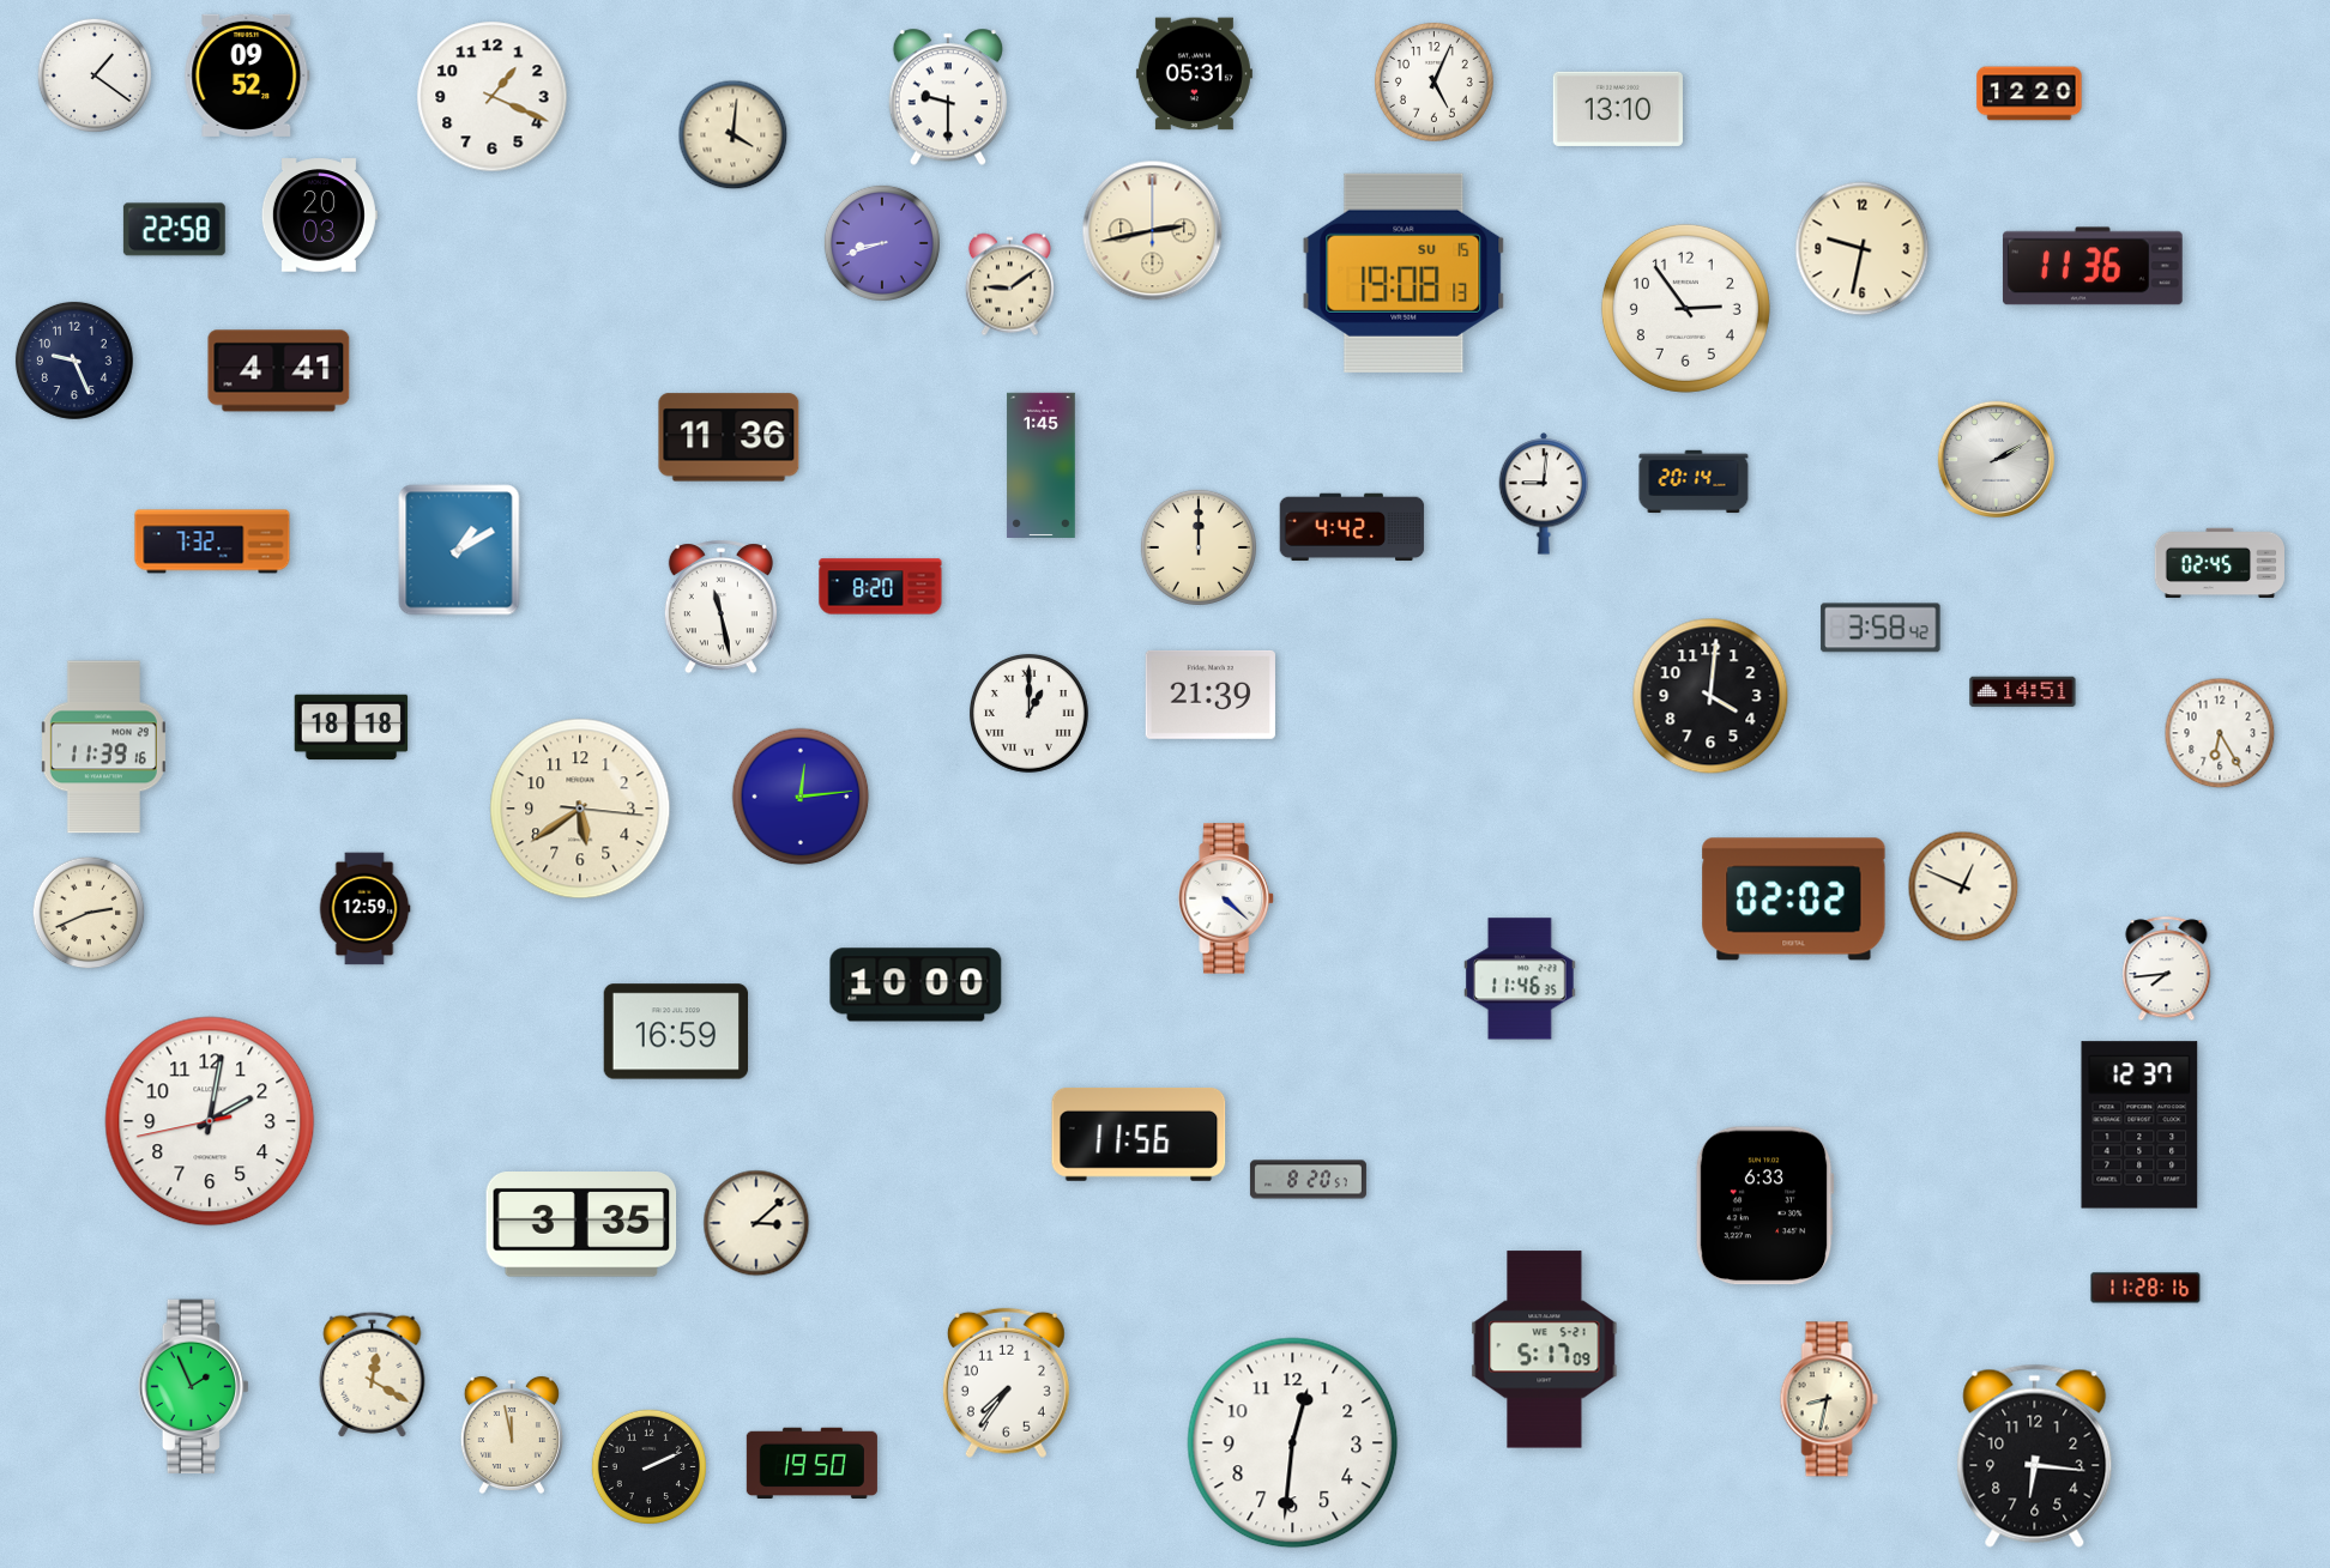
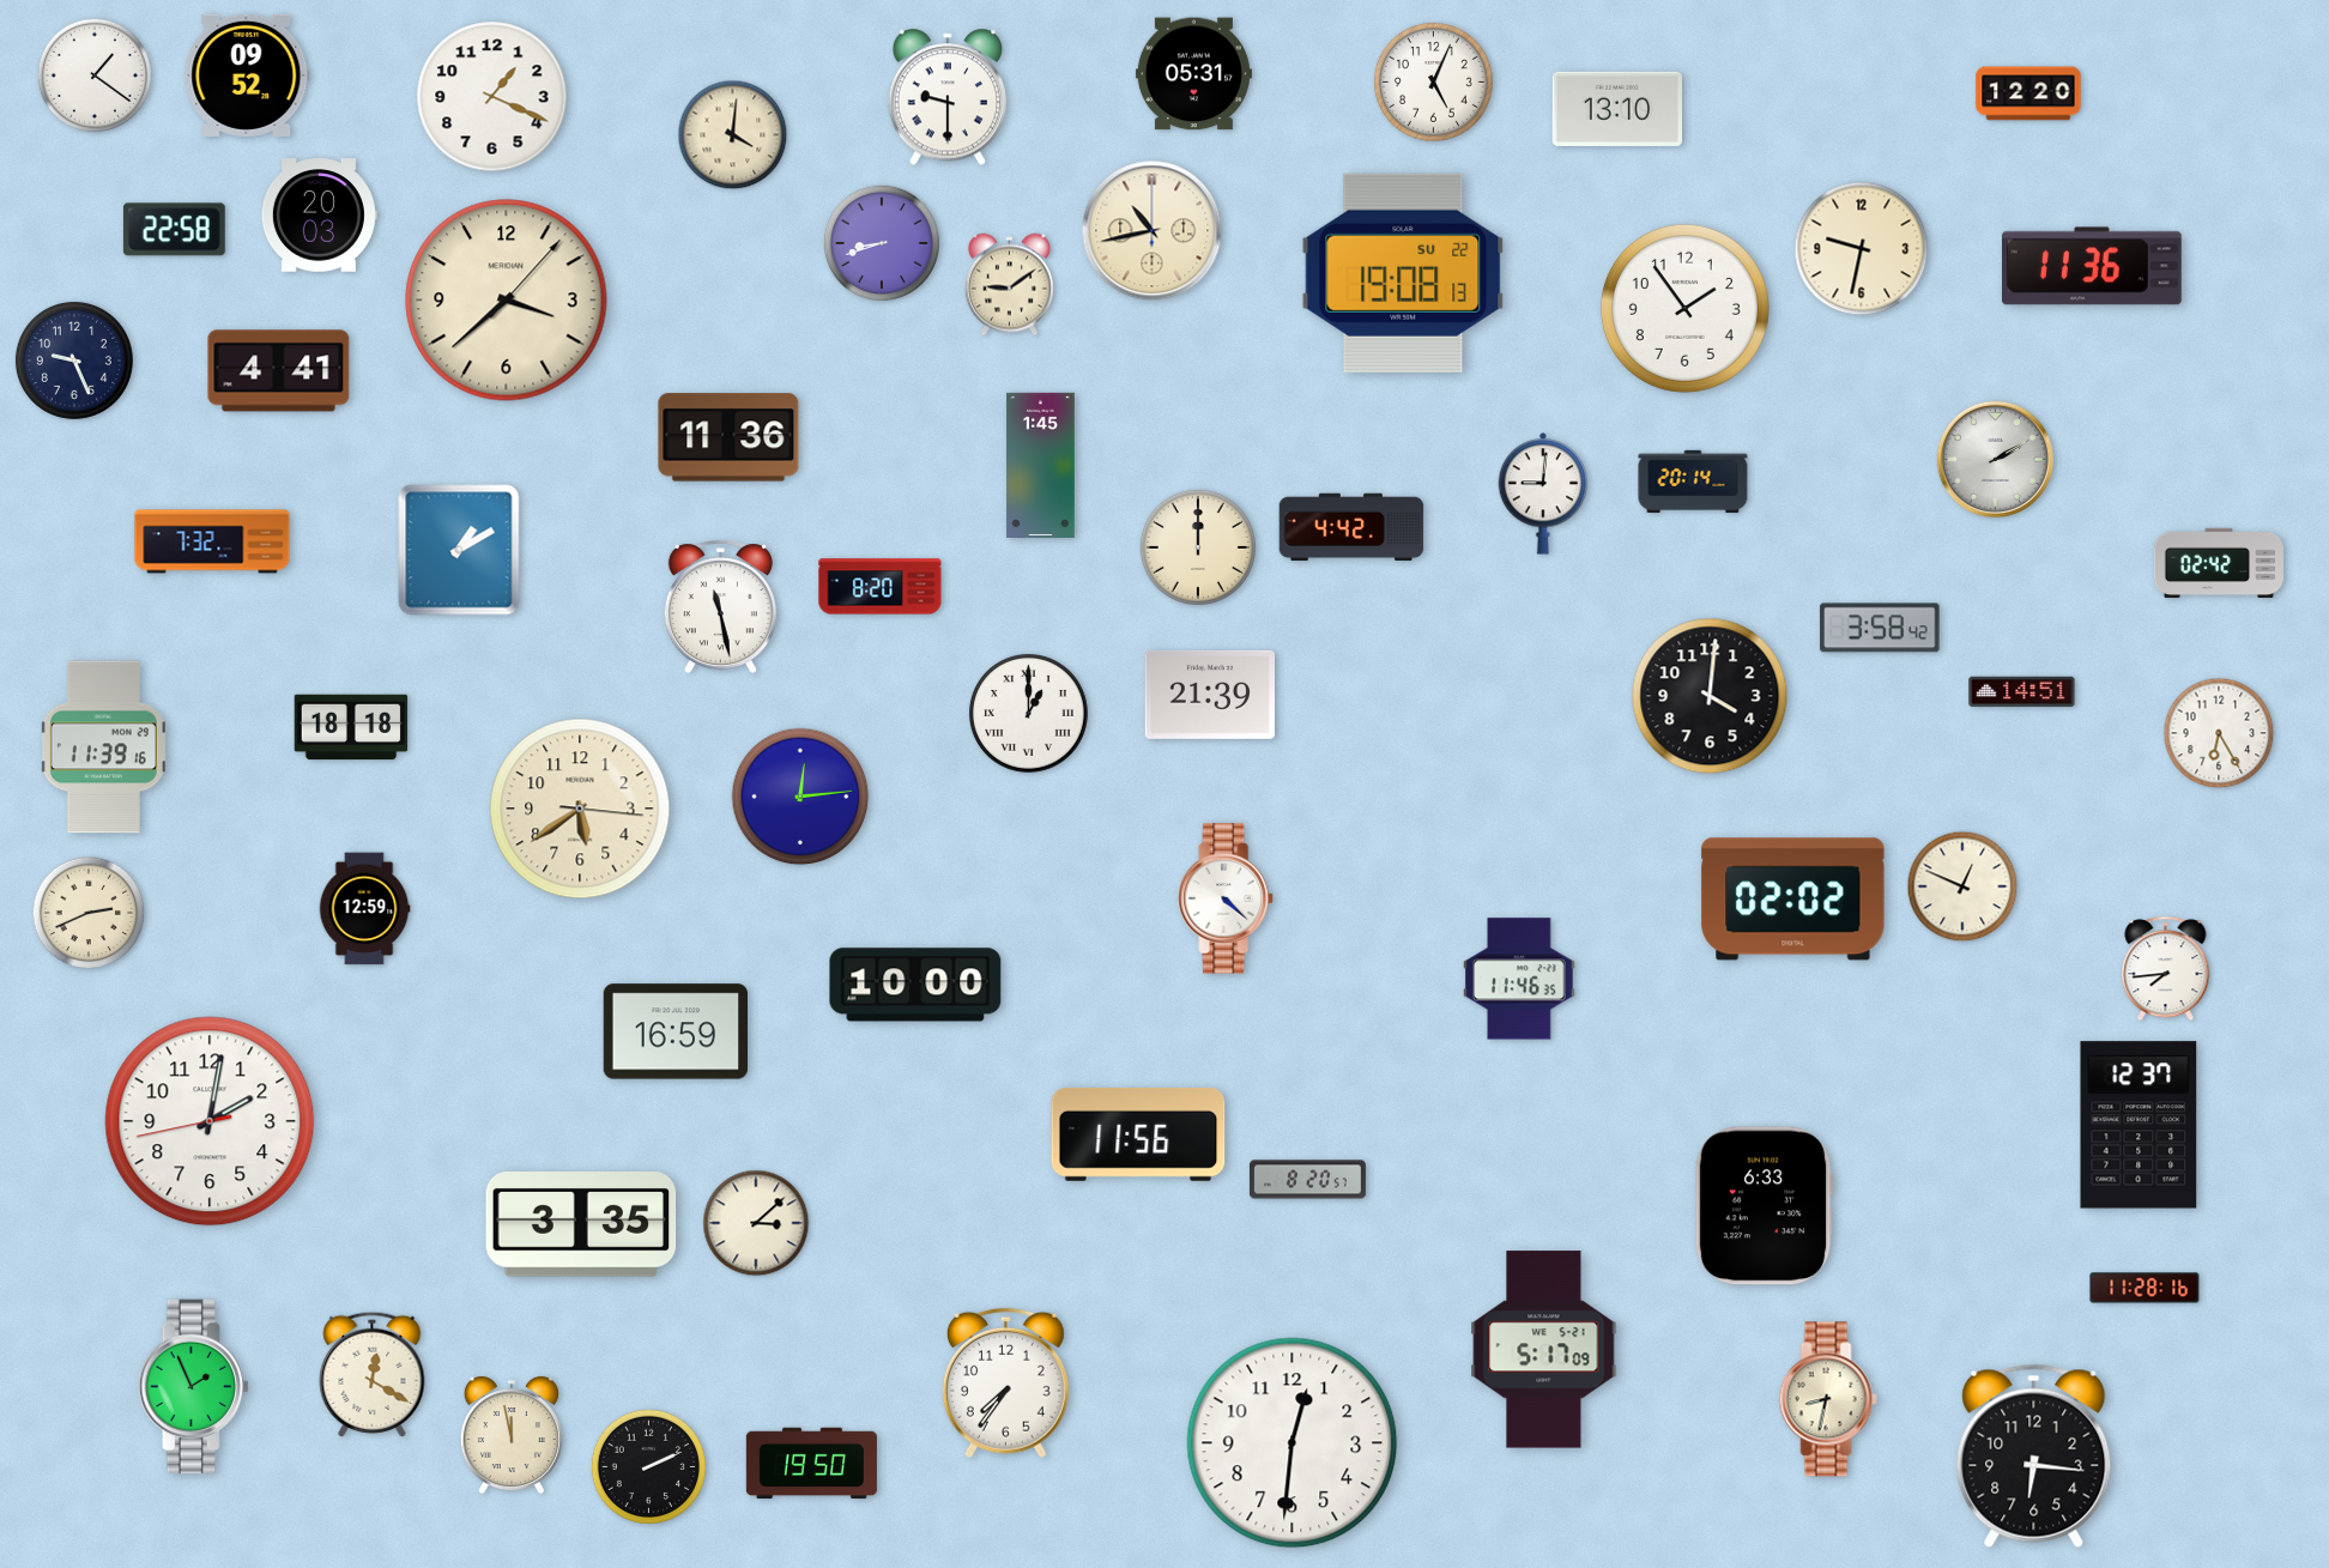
clock at (1153, 231): 2:43 -> 10:43
clock at (1404, 273) date: SU 15 -> SU 22
clock at (507, 301): none -> 3:38
clock at (1685, 308): 2:54 -> 1:54
clock at (2219, 563): 02:45 -> 02:42
